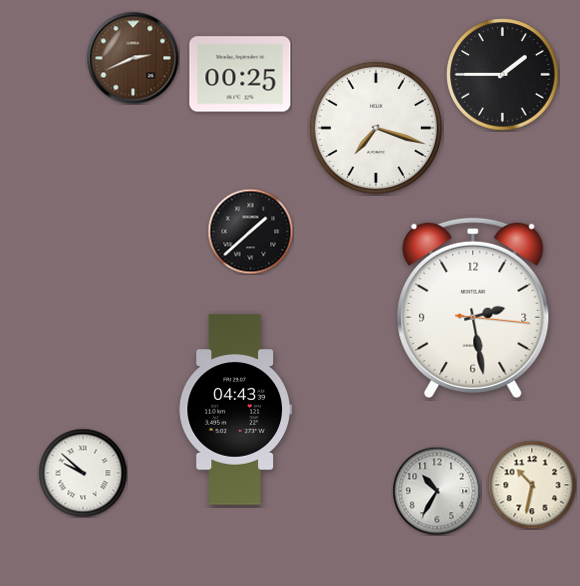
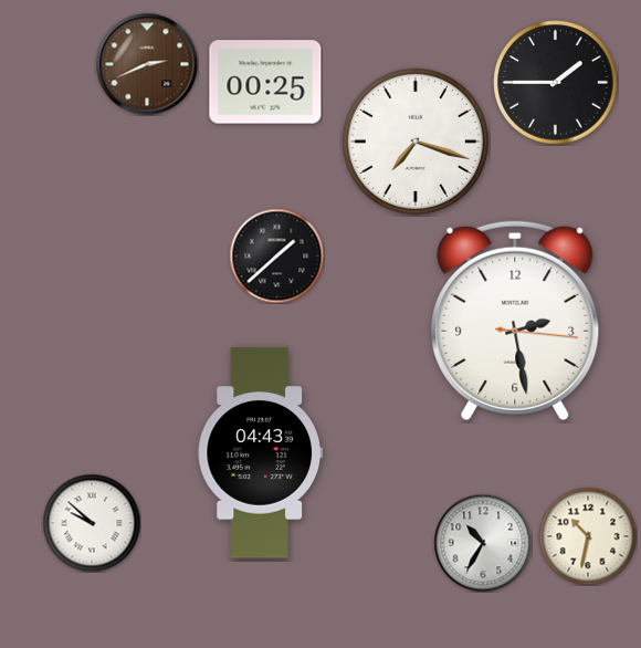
clock at (473, 308) position: (473, 308) -> (515, 321)
